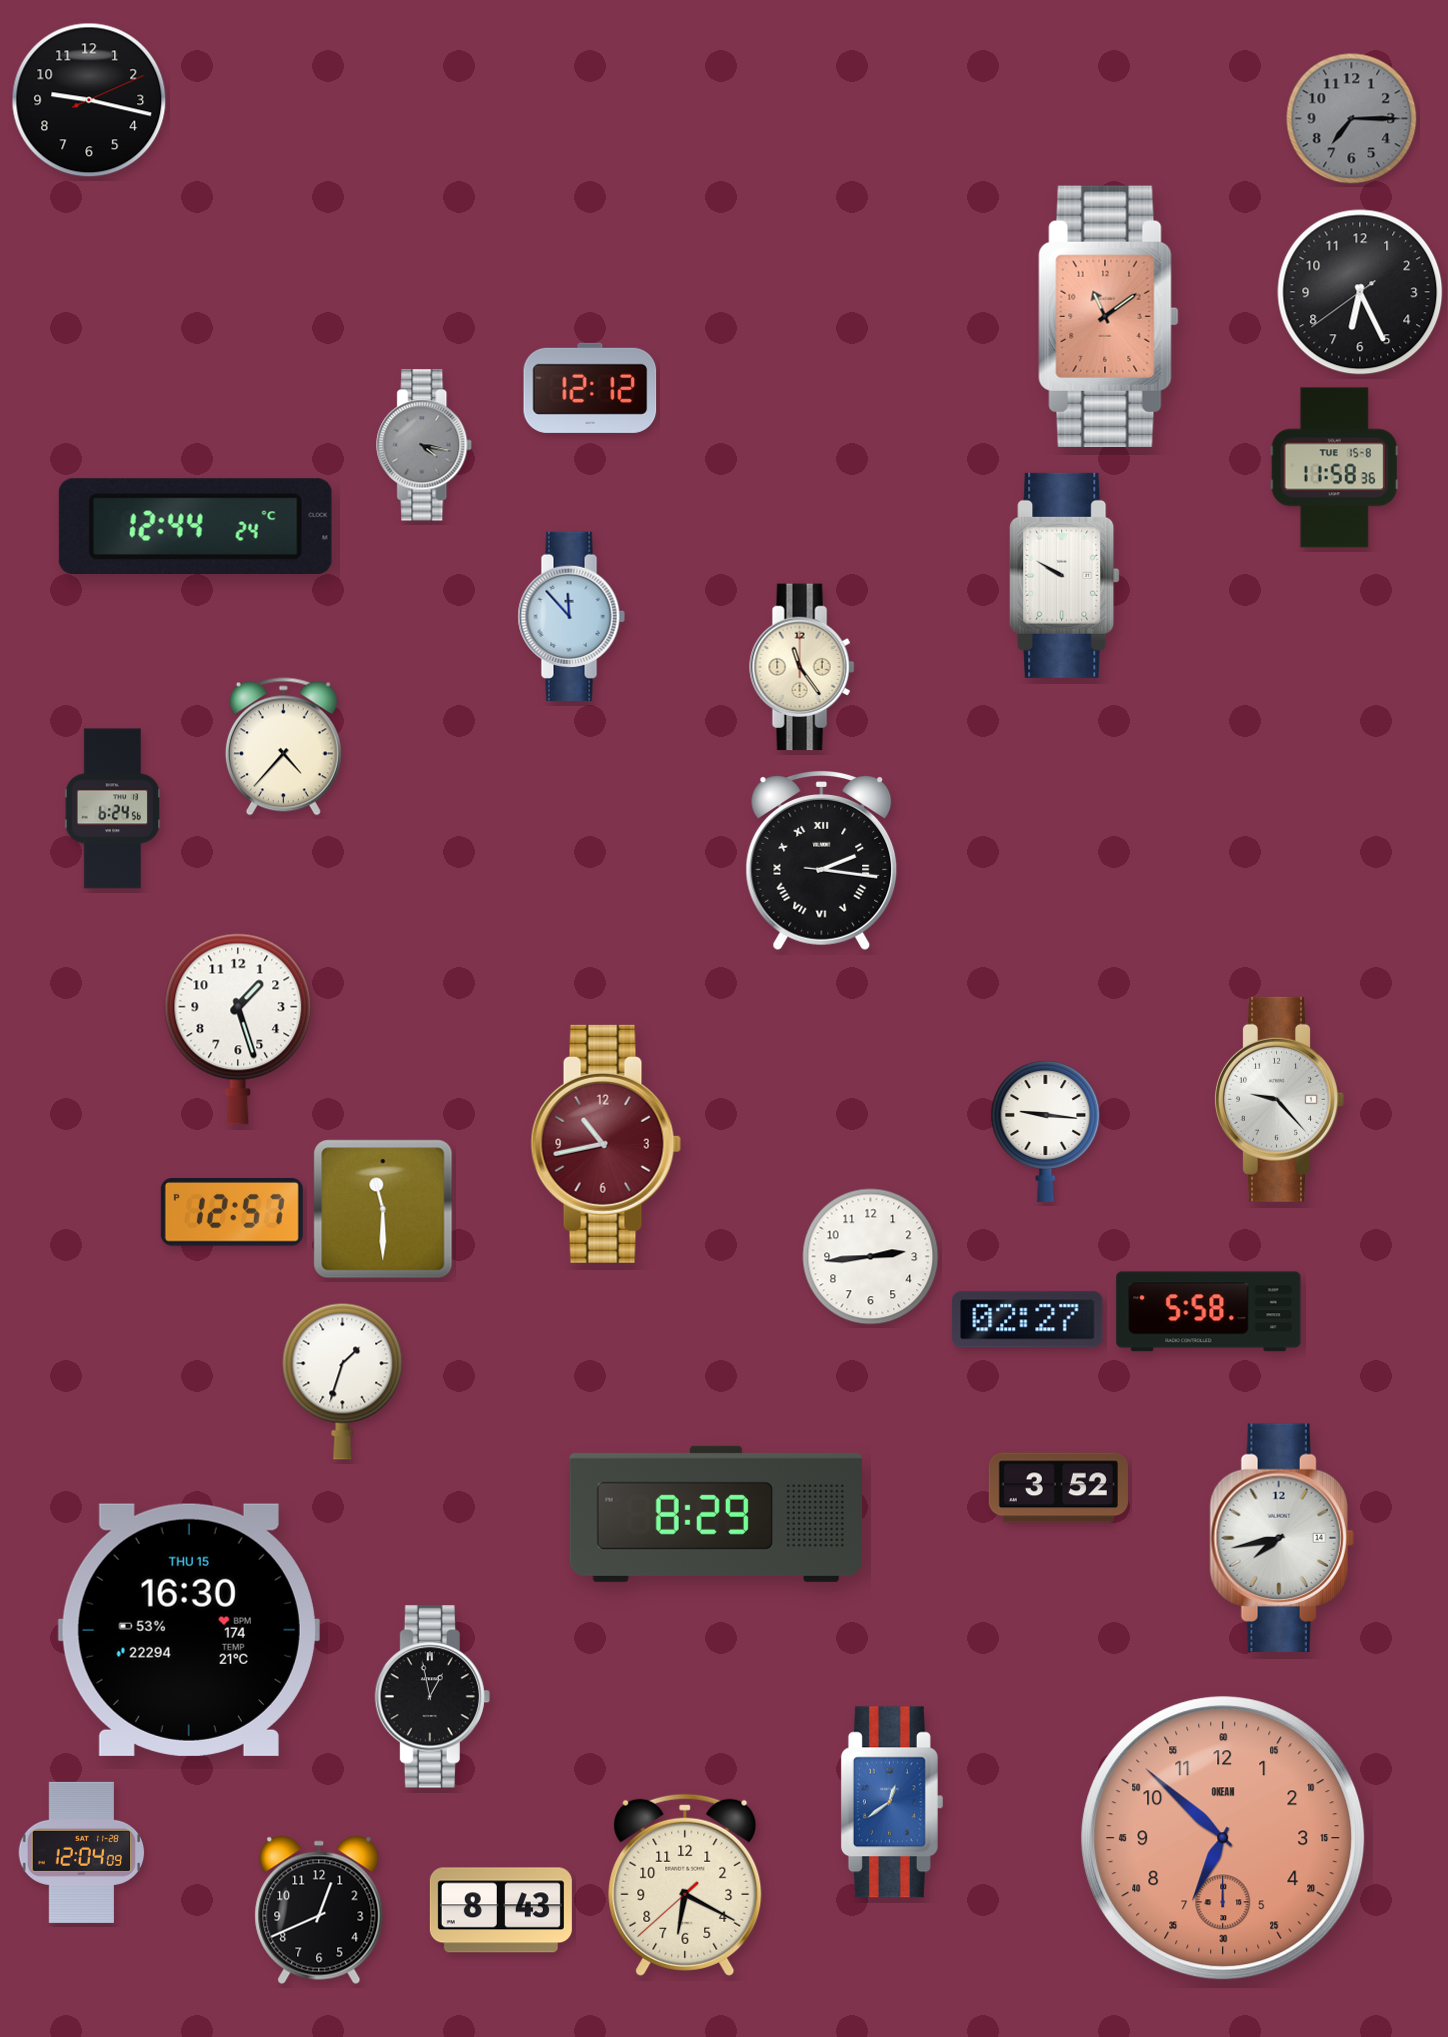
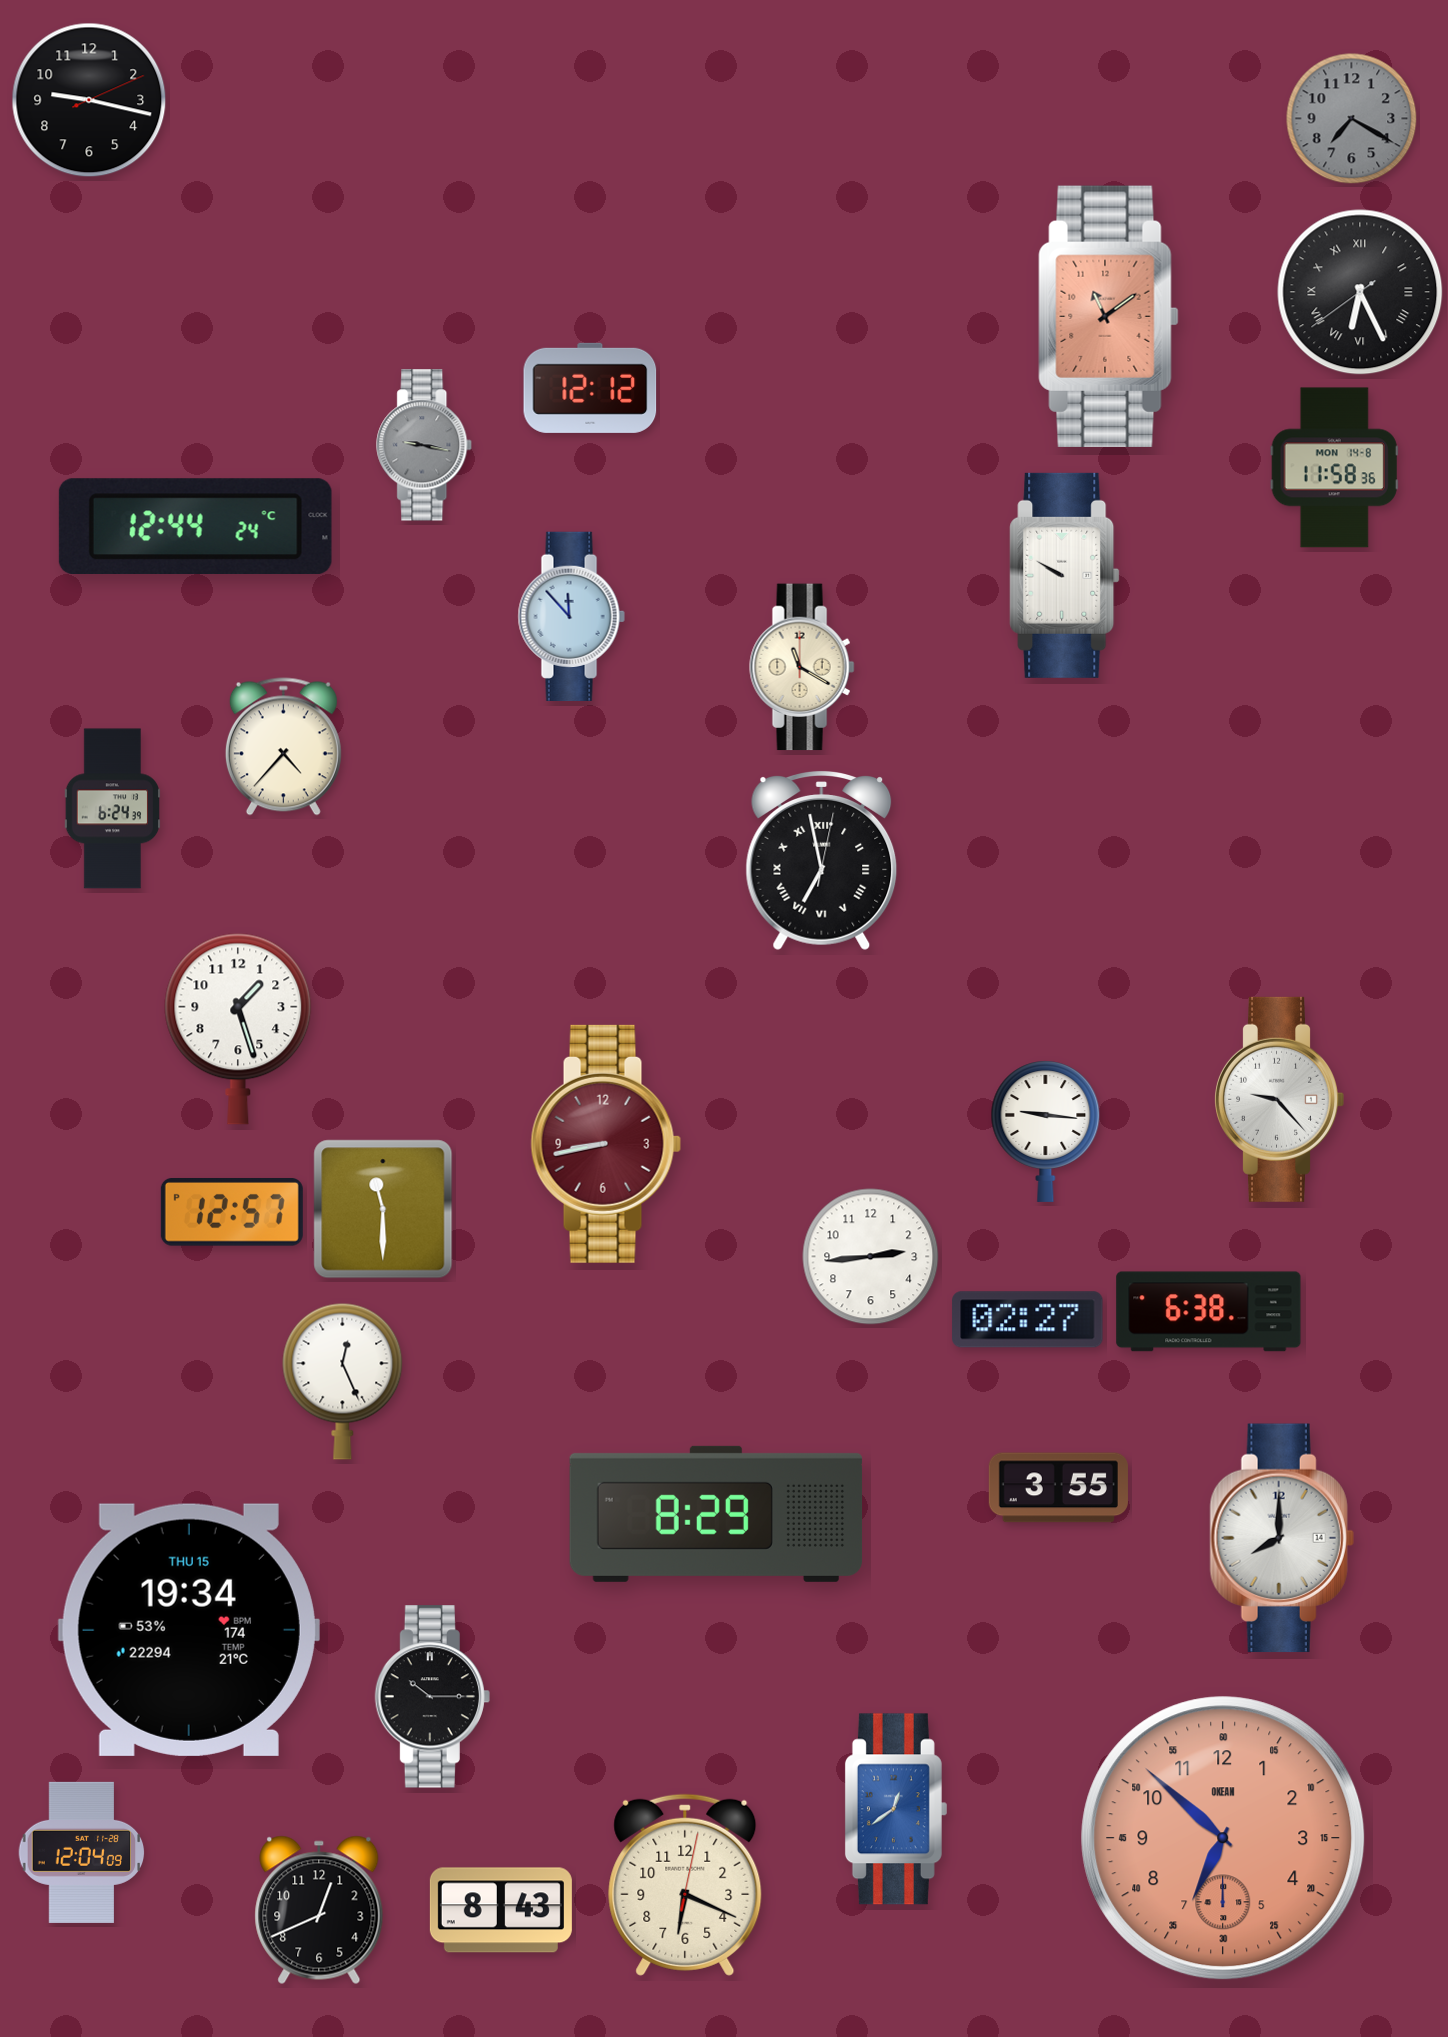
clock at (1352, 119): 7:15 -> 7:20
clock at (1360, 292) numerals: Arabic -> Roman
clock at (425, 445): 4:17 -> 9:17
clock at (1334, 468) date: TUE 15-8 -> MON 14-8
clock at (802, 667): 11:24 -> 11:20
clock at (112, 809): 6:24:56 -> 6:24:39
clock at (822, 861): 2:16 -> 6:58
clock at (606, 1144): 10:43 -> 8:43
clock at (1209, 1312): 5:58 -> 6:38
clock at (343, 1381): 1:33 -> 12:26
clock at (1058, 1488): 3:52 -> 3:55
clock at (1282, 1538): 7:43 -> 8:00
clock at (189, 1630): 16:30 -> 19:34
clock at (432, 1697): 12:58 -> 10:15
clock at (892, 1802) position: (892, 1802) -> (896, 1809)
clock at (685, 1885): 6:19:38 -> 6:19:02
